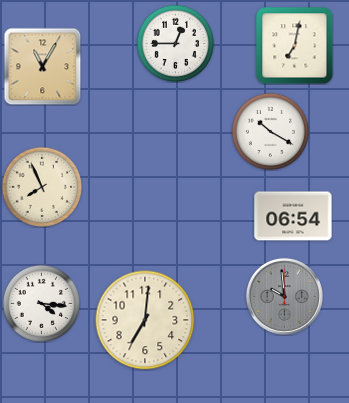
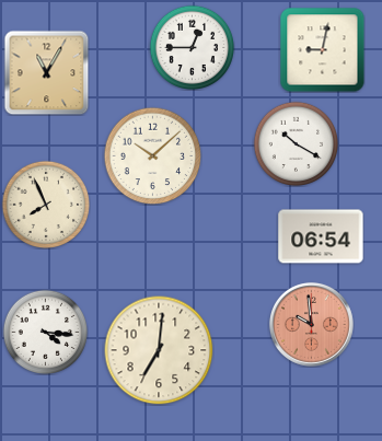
clock at (294, 45): 7:02 -> 9:02
clock at (152, 155): none -> 10:08
clock at (284, 296) dial: grey -> salmon
